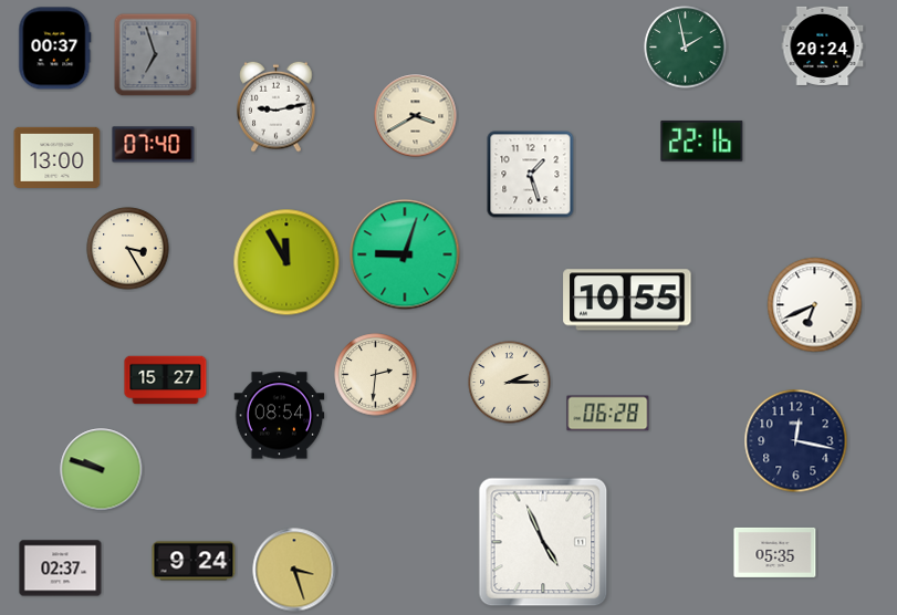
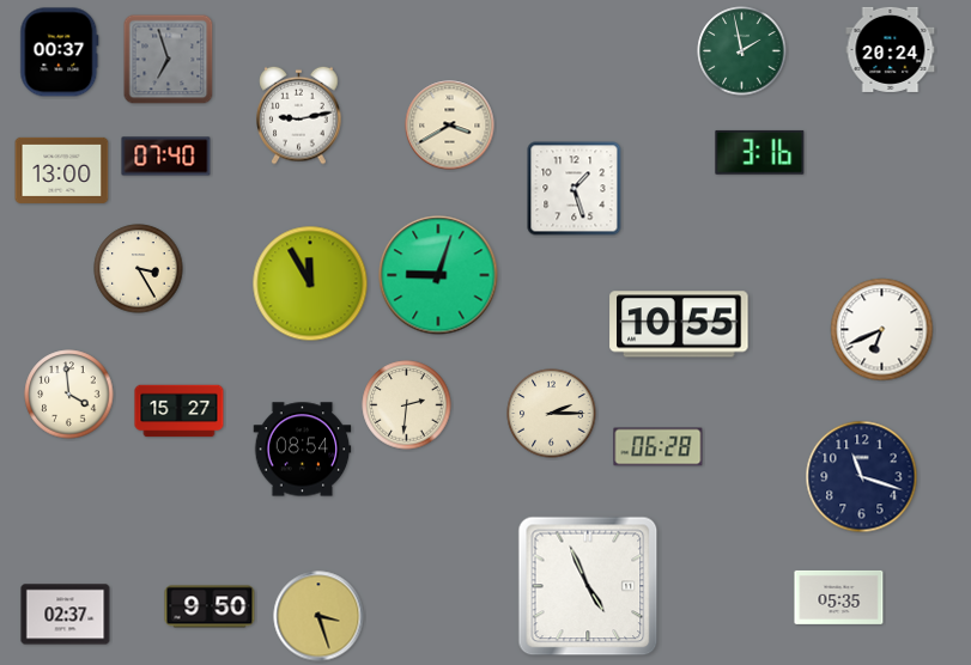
clock at (702, 140): 22:16 -> 3:16
clock at (69, 395): none -> 3:59
clock at (796, 441): 12:17 -> 11:18
clock at (102, 470): 9:48 -> none
clock at (194, 561): 9:24 -> 9:50
